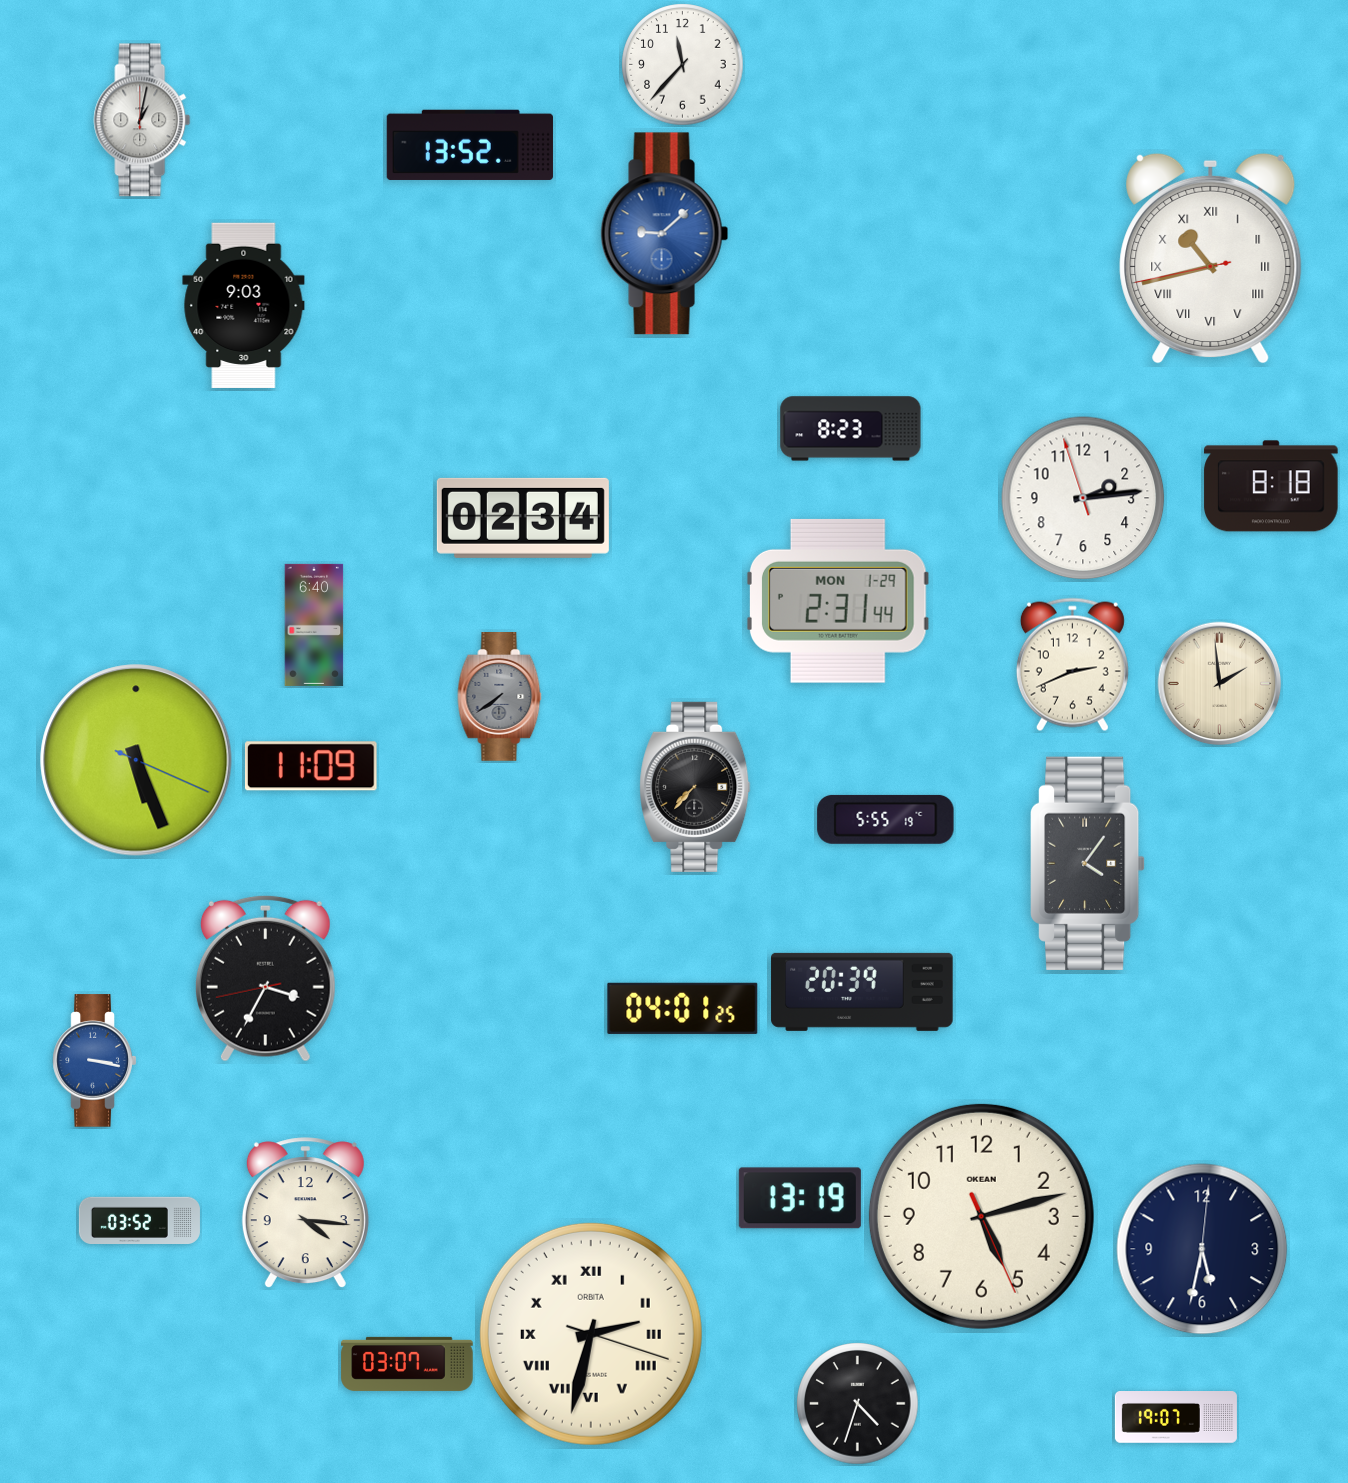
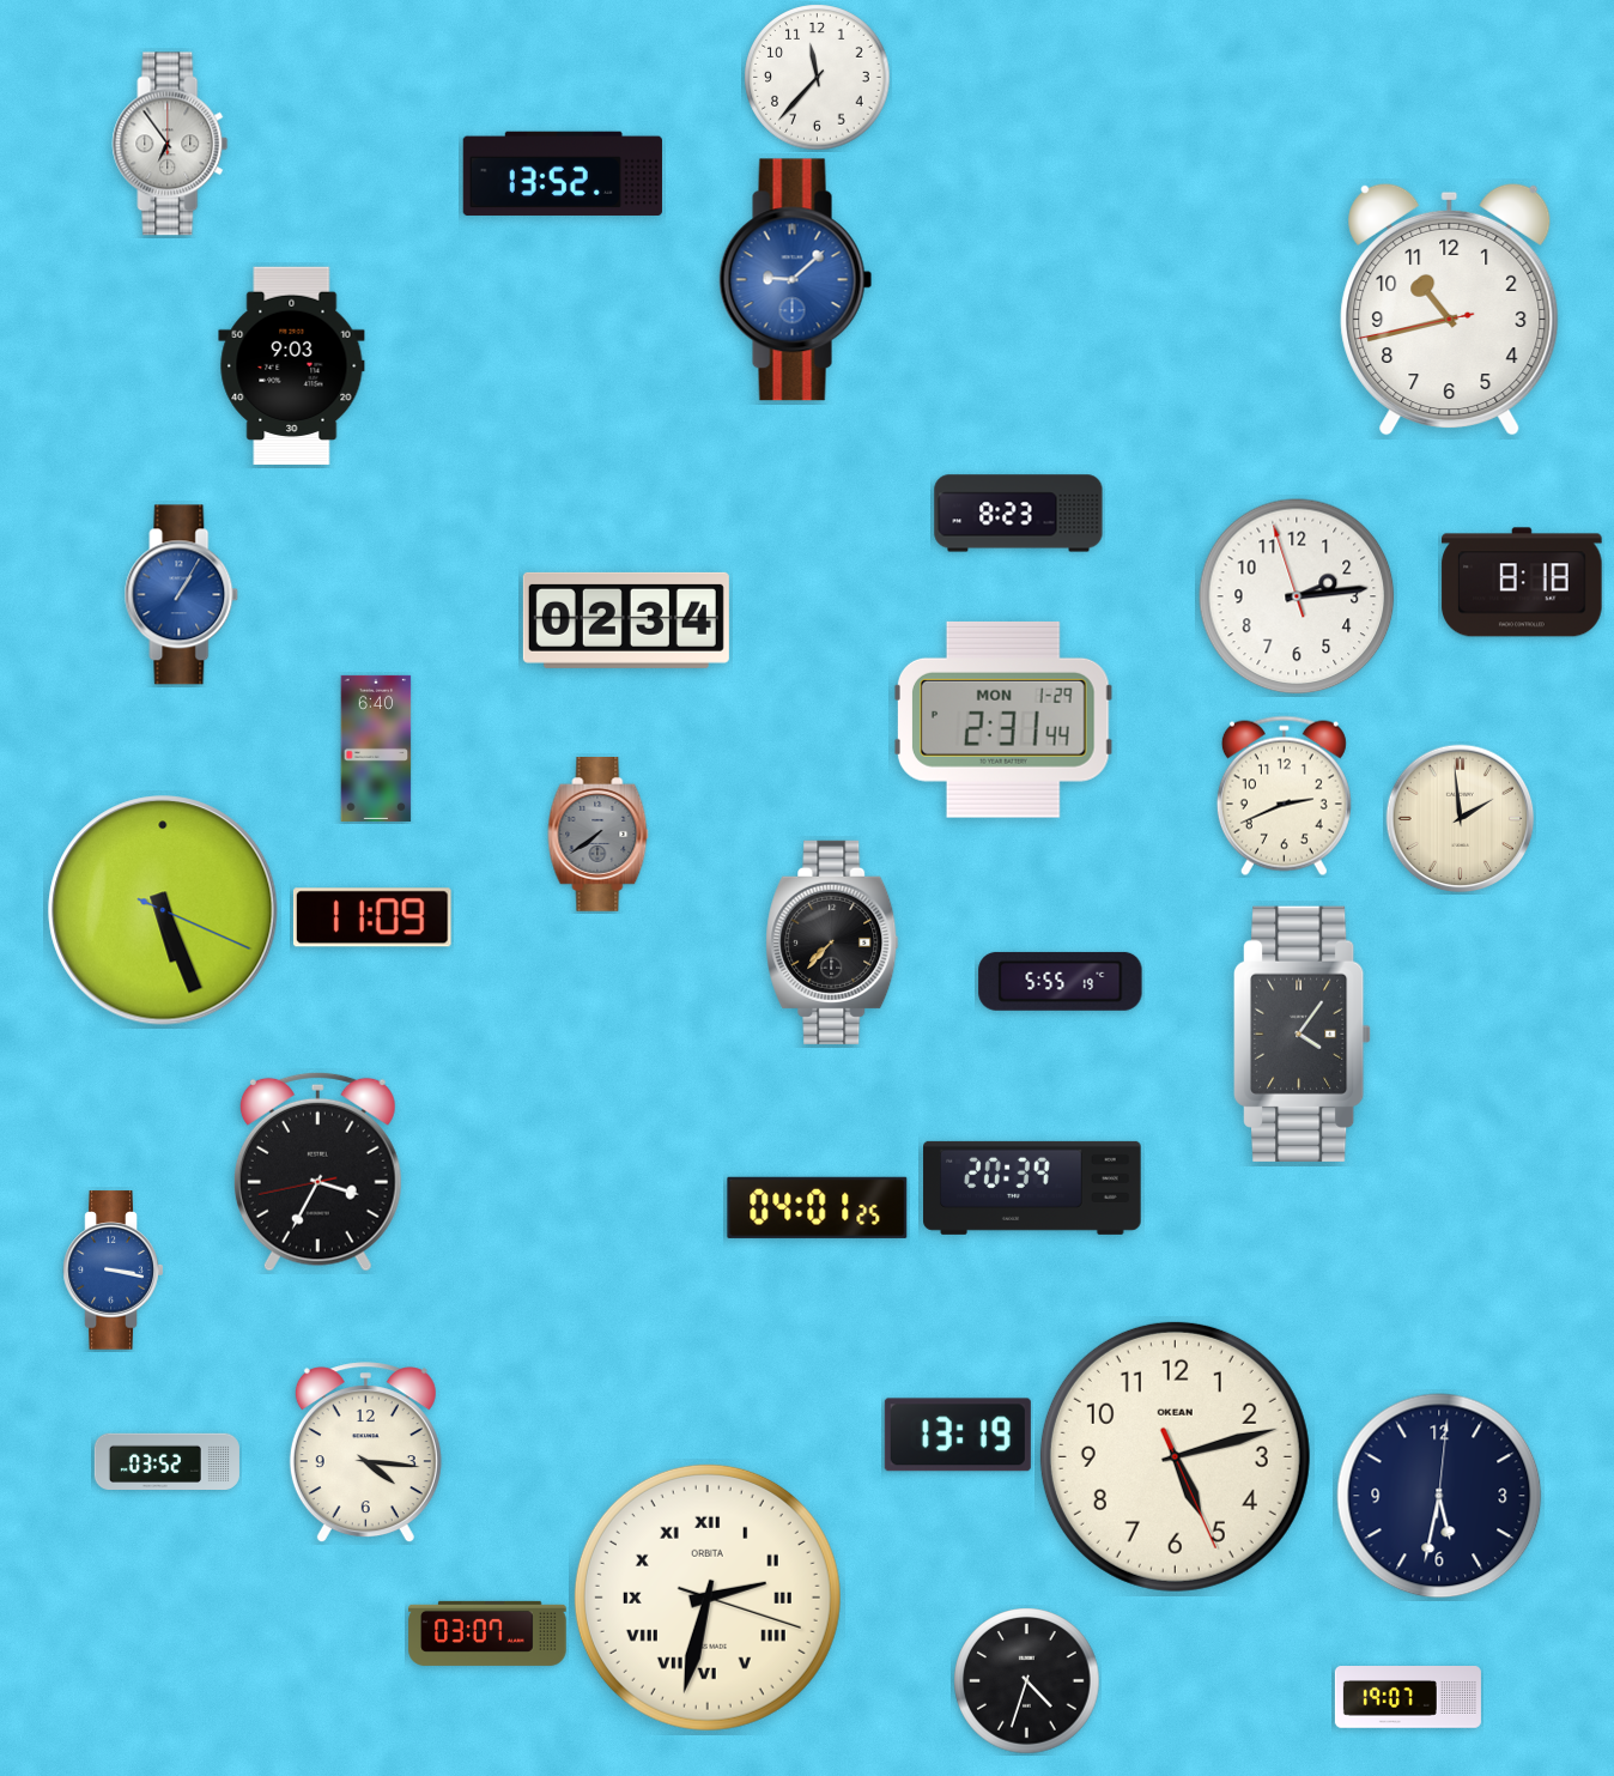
clock at (142, 120): 1:02 -> 6:54
clock at (1211, 258) numerals: Roman -> Arabic
clock at (182, 595): none -> 1:05
